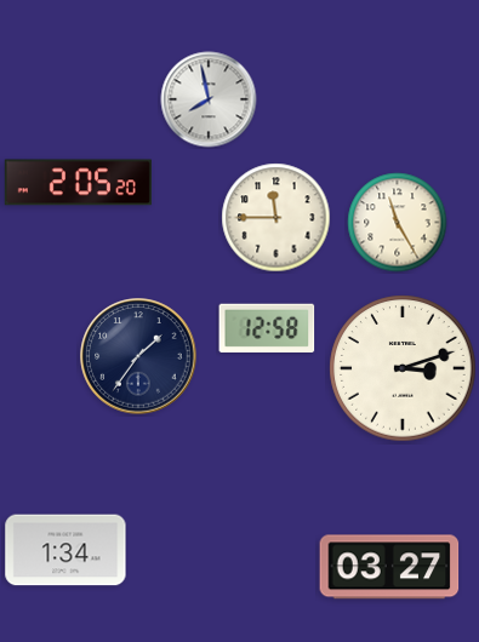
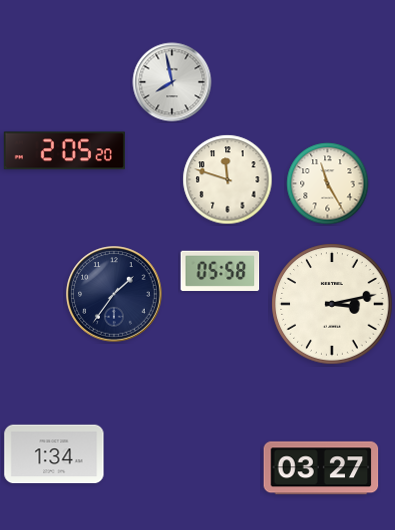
clock at (276, 218): 11:45 -> 11:48
clock at (267, 327): 12:58 -> 05:58
clock at (403, 368): 3:12 -> 3:13
